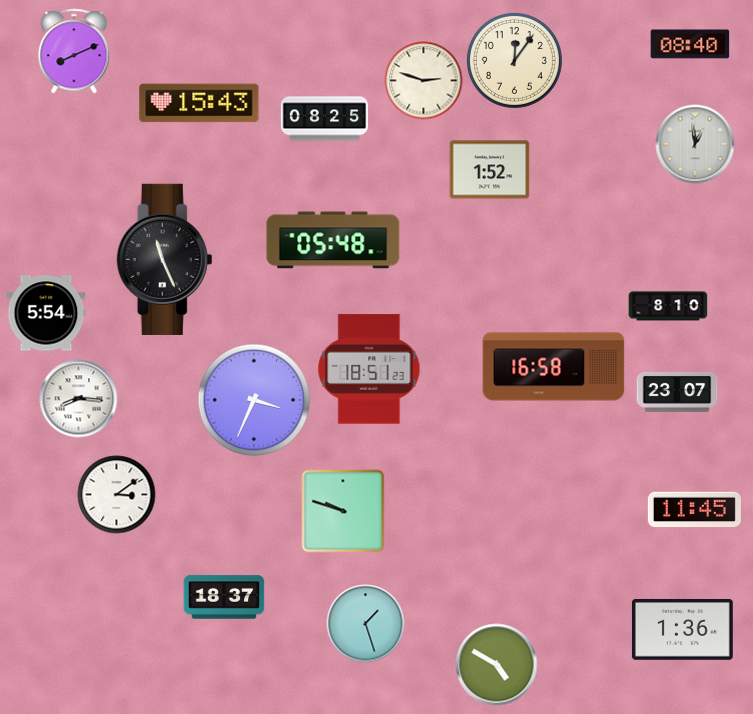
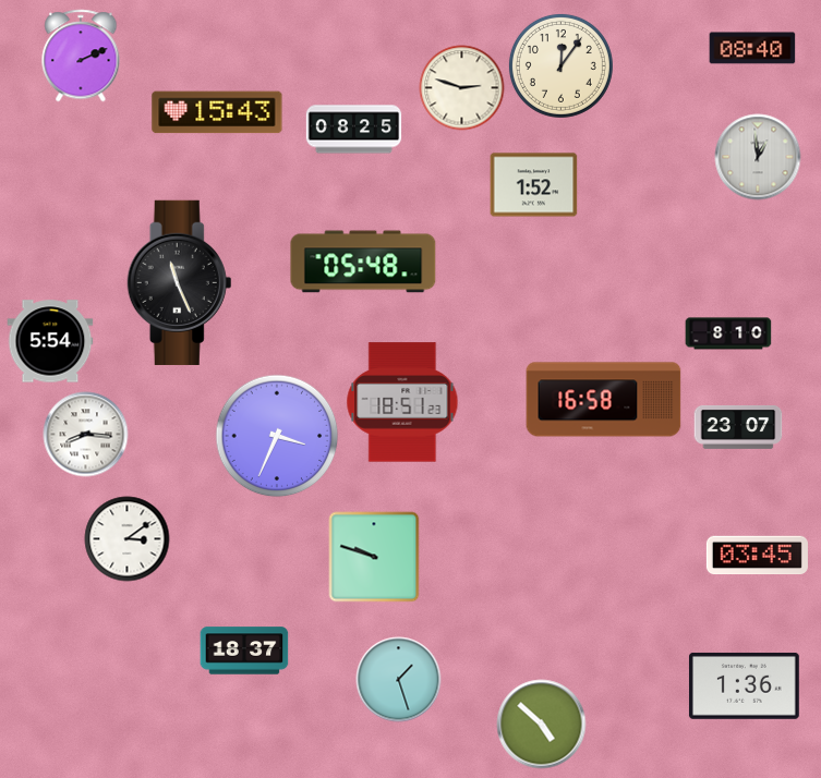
clock at (74, 51): 8:11 -> 2:11
clock at (694, 510): 11:45 -> 03:45
clock at (496, 664): 4:50 -> 4:52
